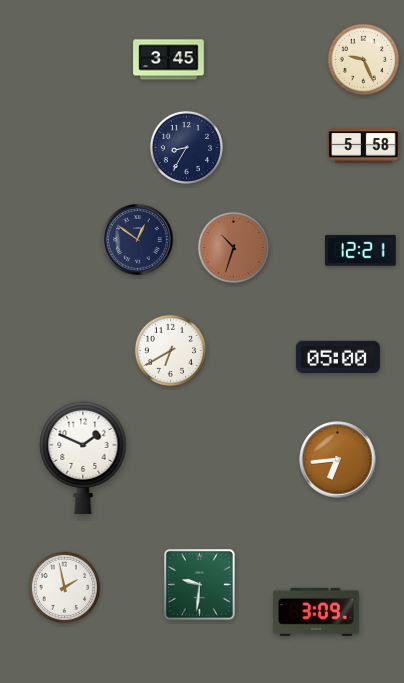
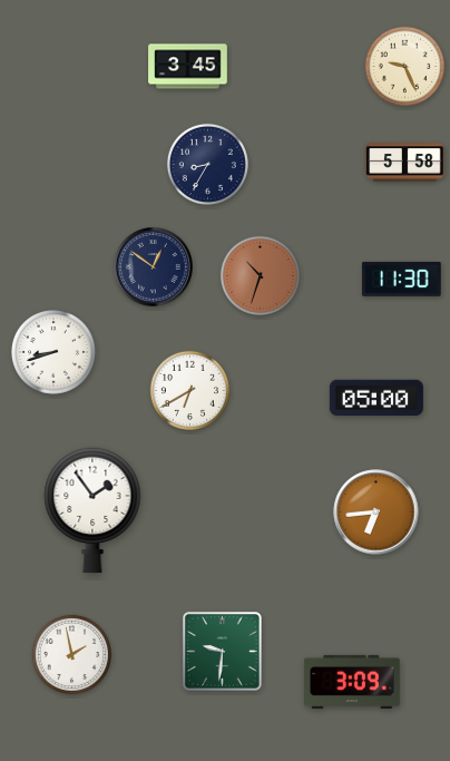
clock at (361, 250): 12:21 -> 11:30
clock at (55, 353): none -> 8:42
clock at (83, 458): 1:49 -> 1:54
